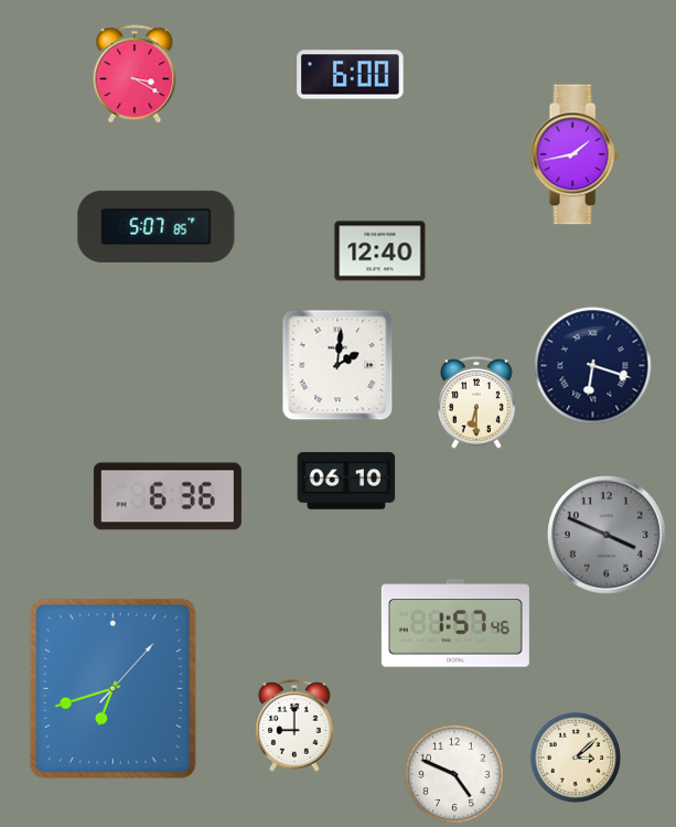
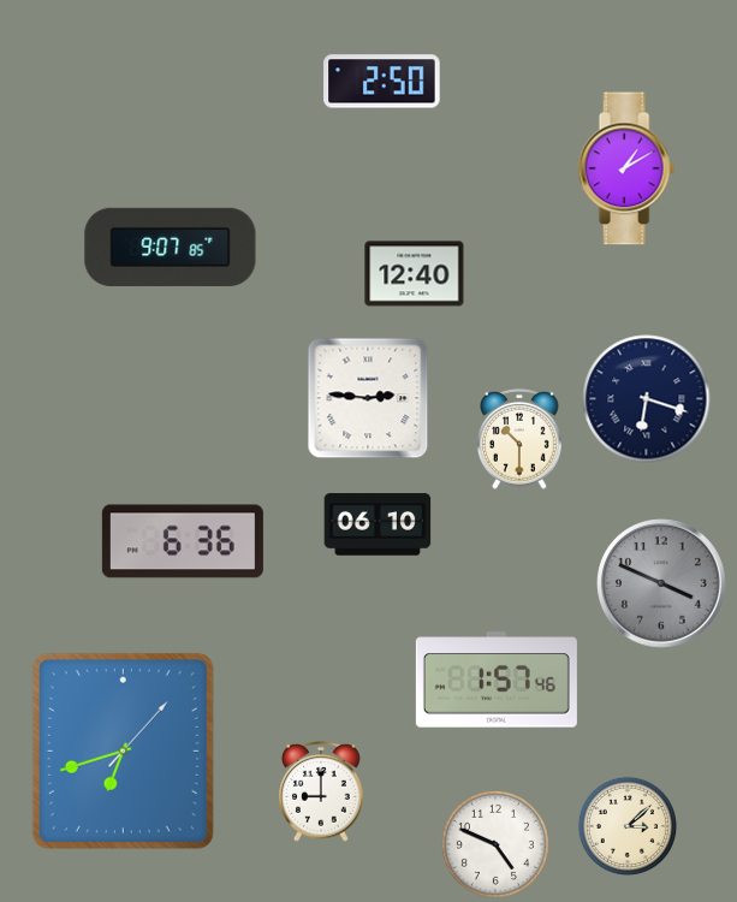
clock at (135, 75): 3:20 -> none
clock at (351, 75): 6:00 -> 2:50
clock at (575, 154): 1:43 -> 1:10
clock at (157, 226): 5:07 -> 9:07
clock at (337, 365): 2:01 -> 2:46
clock at (478, 402): 6:30 -> 10:30
